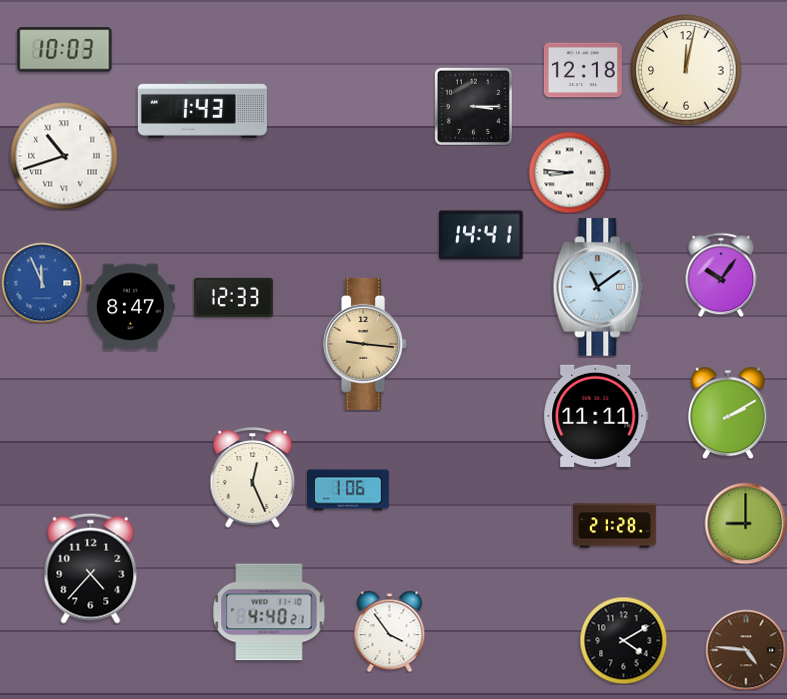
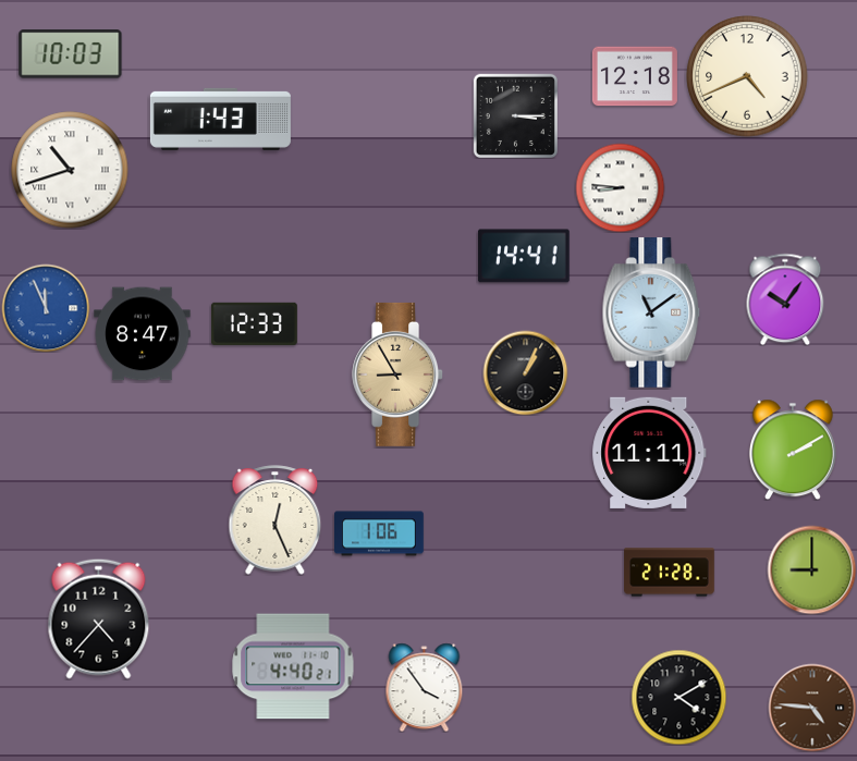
clock at (686, 70): 12:02 -> 4:41
clock at (525, 372): none -> 1:04
clock at (366, 344): 9:16 -> 8:55
